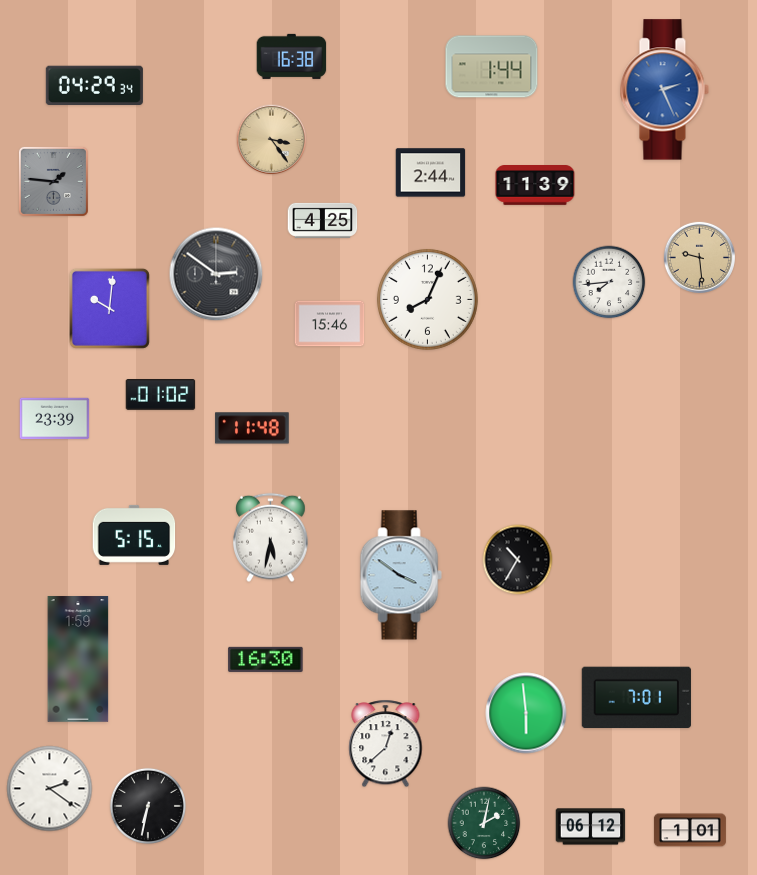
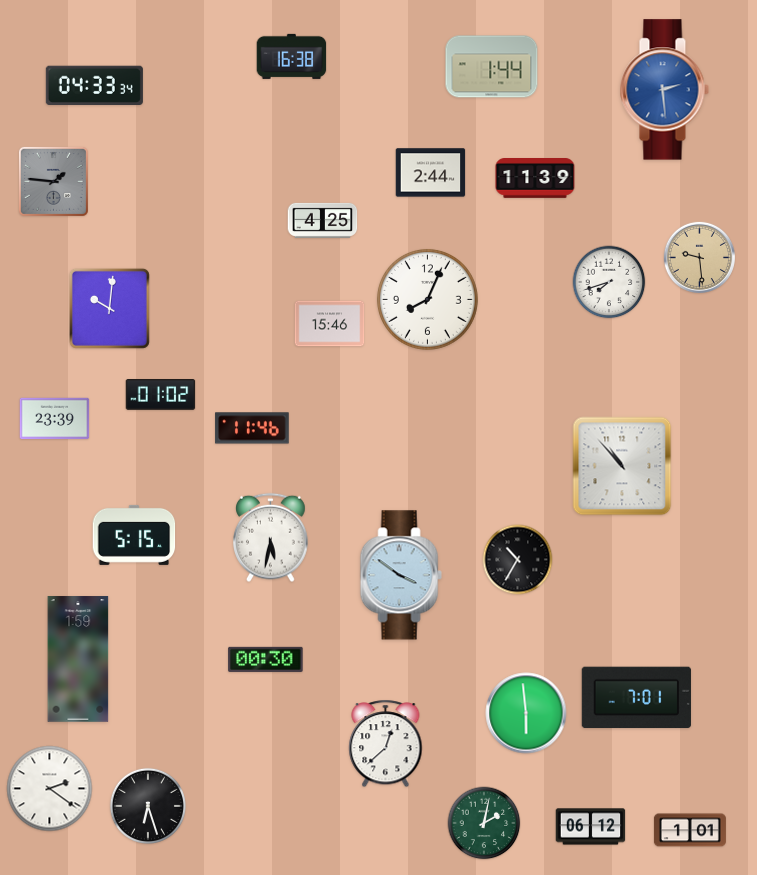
clock at (94, 85): 04:29 -> 04:33
clock at (664, 90): 2:26 -> 2:29
clock at (272, 140): 3:24 -> none
clock at (535, 186) position: (535, 186) -> (535, 179)
clock at (216, 274): 2:51 -> none
clock at (609, 282): 7:44 -> 7:42
clock at (252, 428): 11:48 -> 11:46
clock at (622, 466): none -> 10:53
clock at (266, 659): 16:30 -> 00:30
clock at (148, 806): 6:32 -> 6:27
